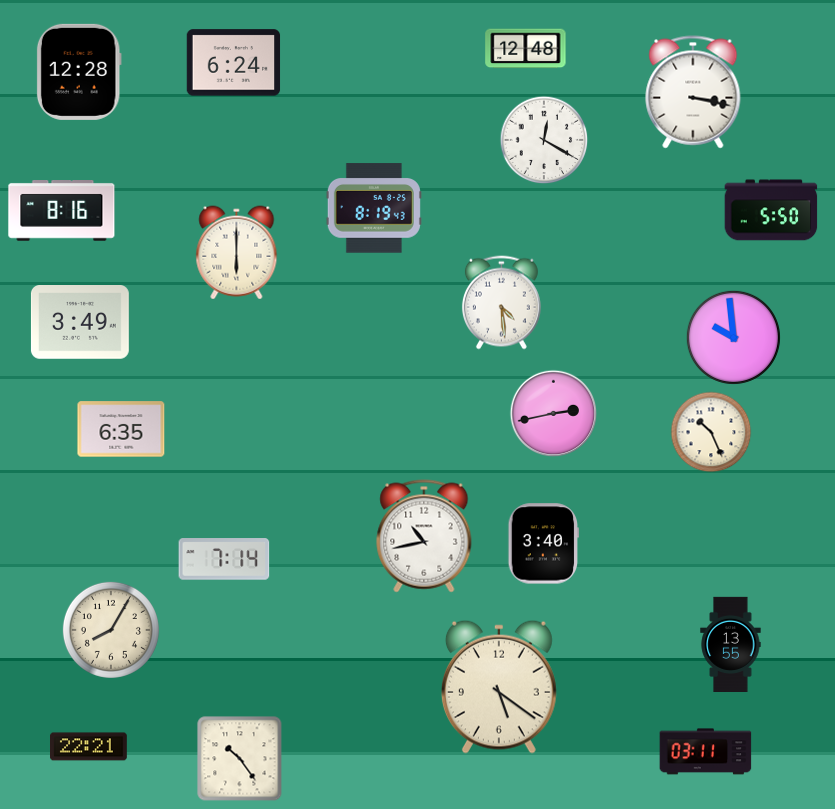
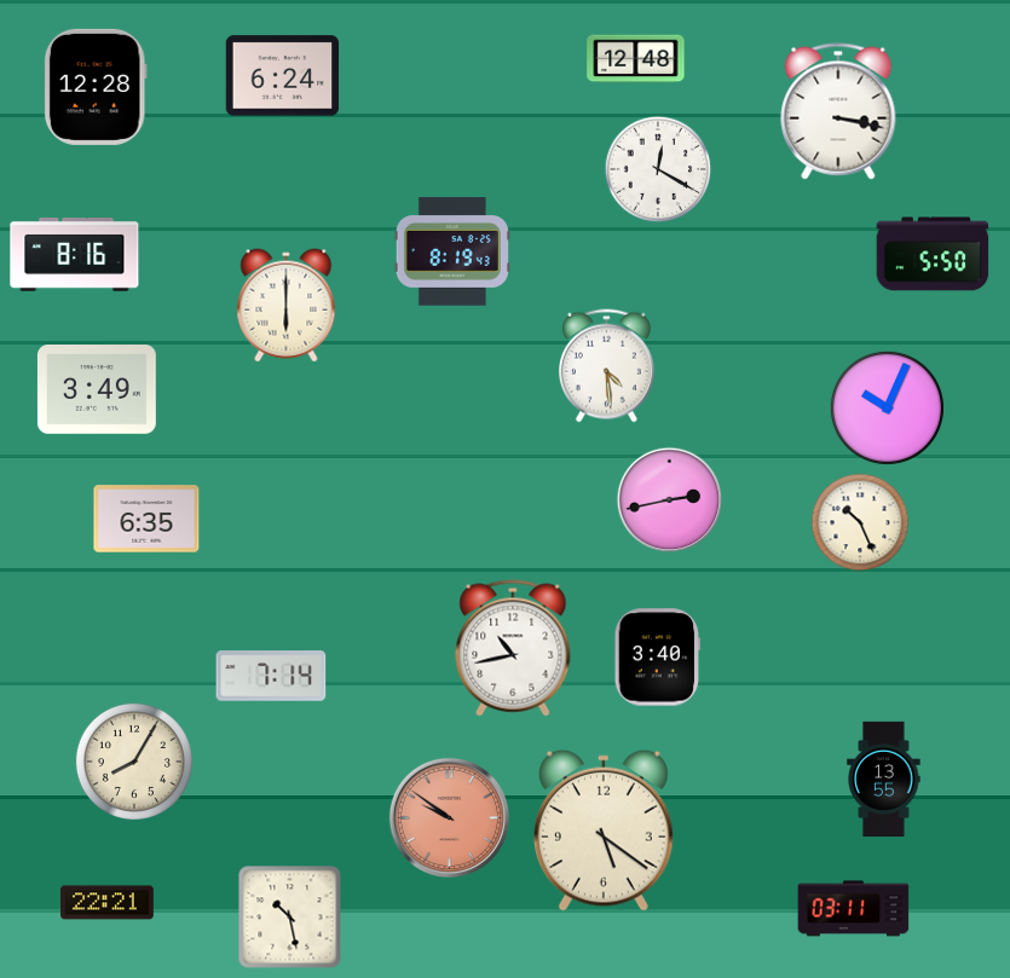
clock at (733, 337): 9:59 -> 10:04
clock at (449, 817): none -> 9:51
clock at (240, 759): 10:24 -> 10:28
